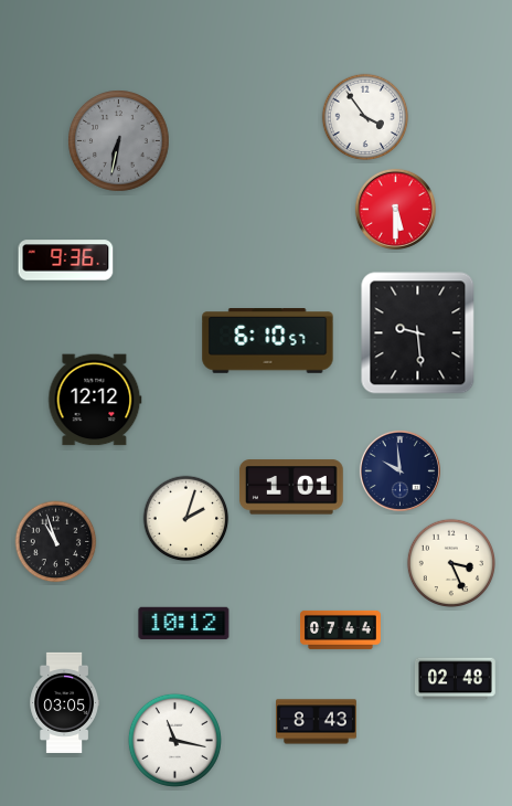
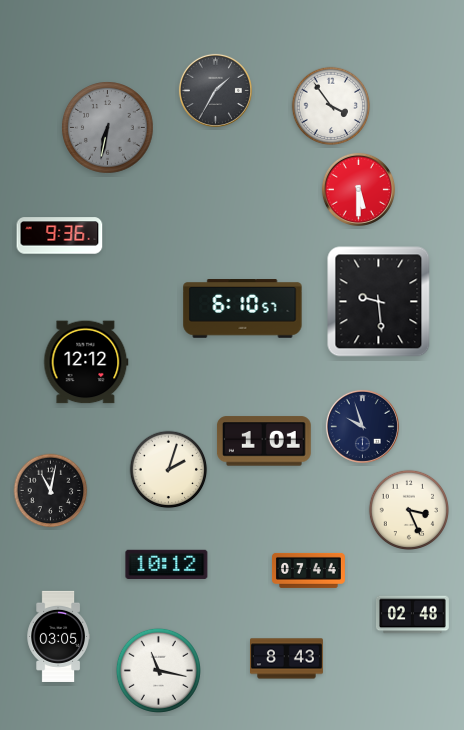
clock at (215, 90): none -> 1:35
clock at (399, 470): 9:59 -> 9:57
clock at (56, 542): 10:57 -> 11:02
clock at (317, 722) position: (317, 722) -> (287, 659)
